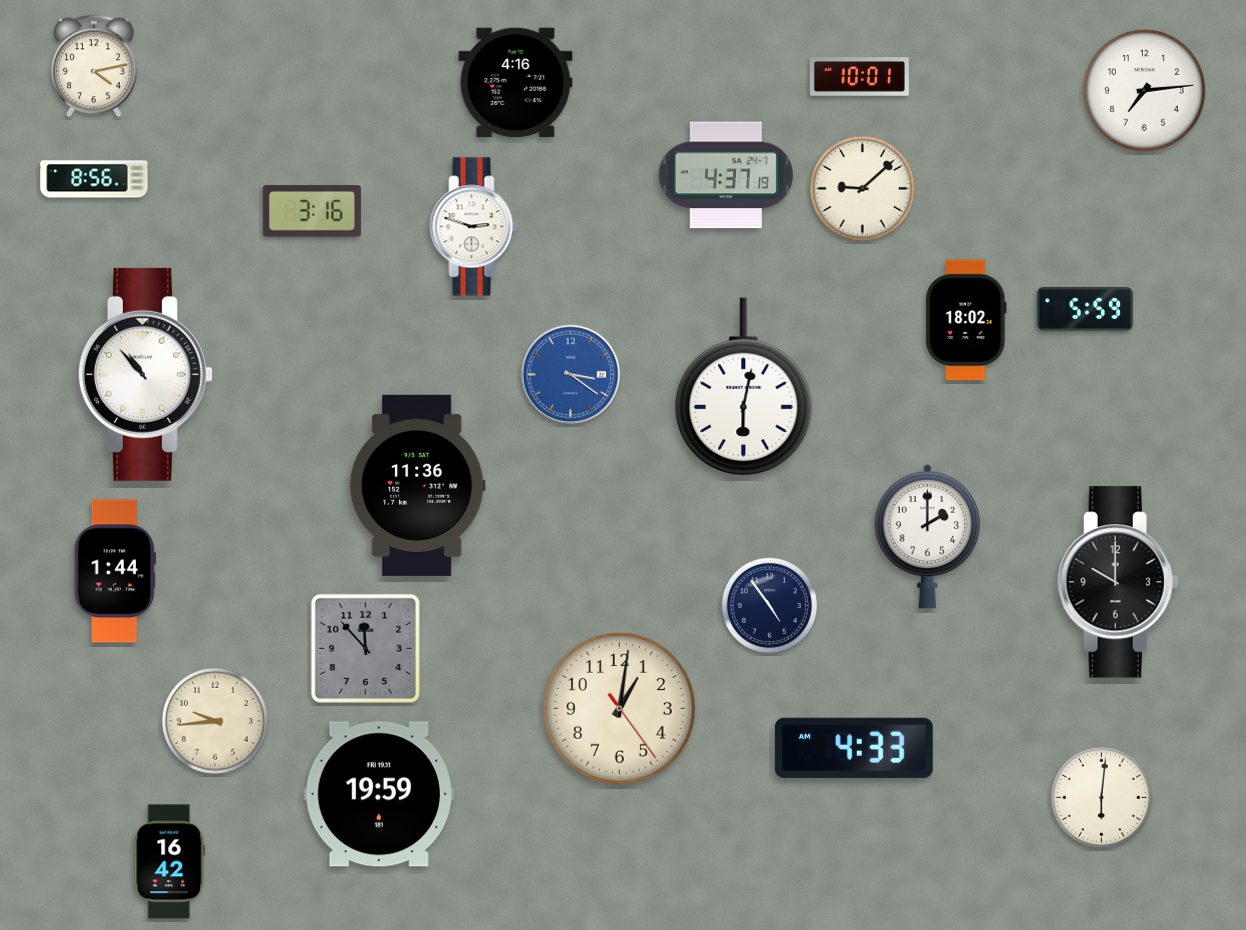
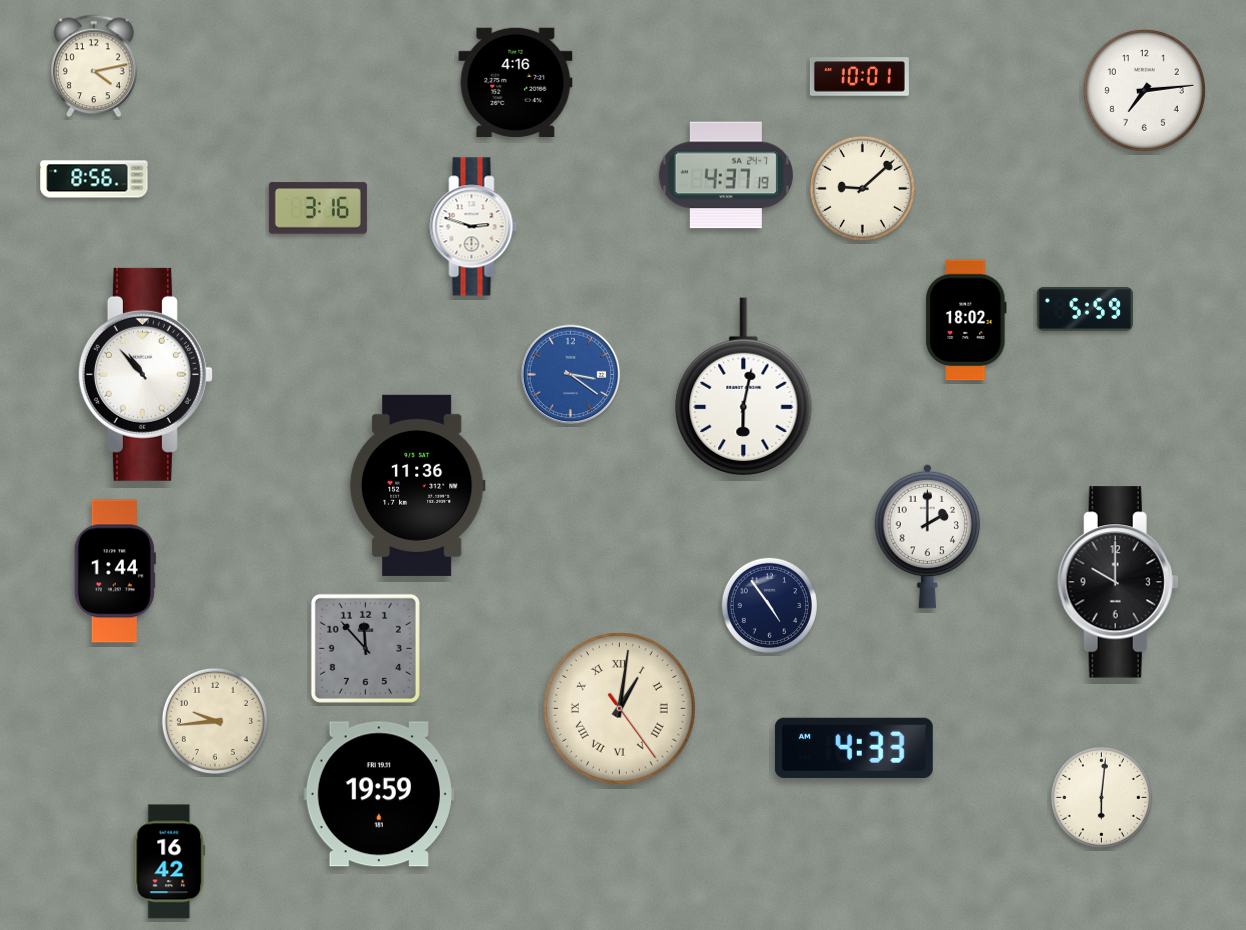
clock at (312, 211) position: (312, 211) -> (318, 208)
clock at (620, 709) numerals: Arabic -> Roman
